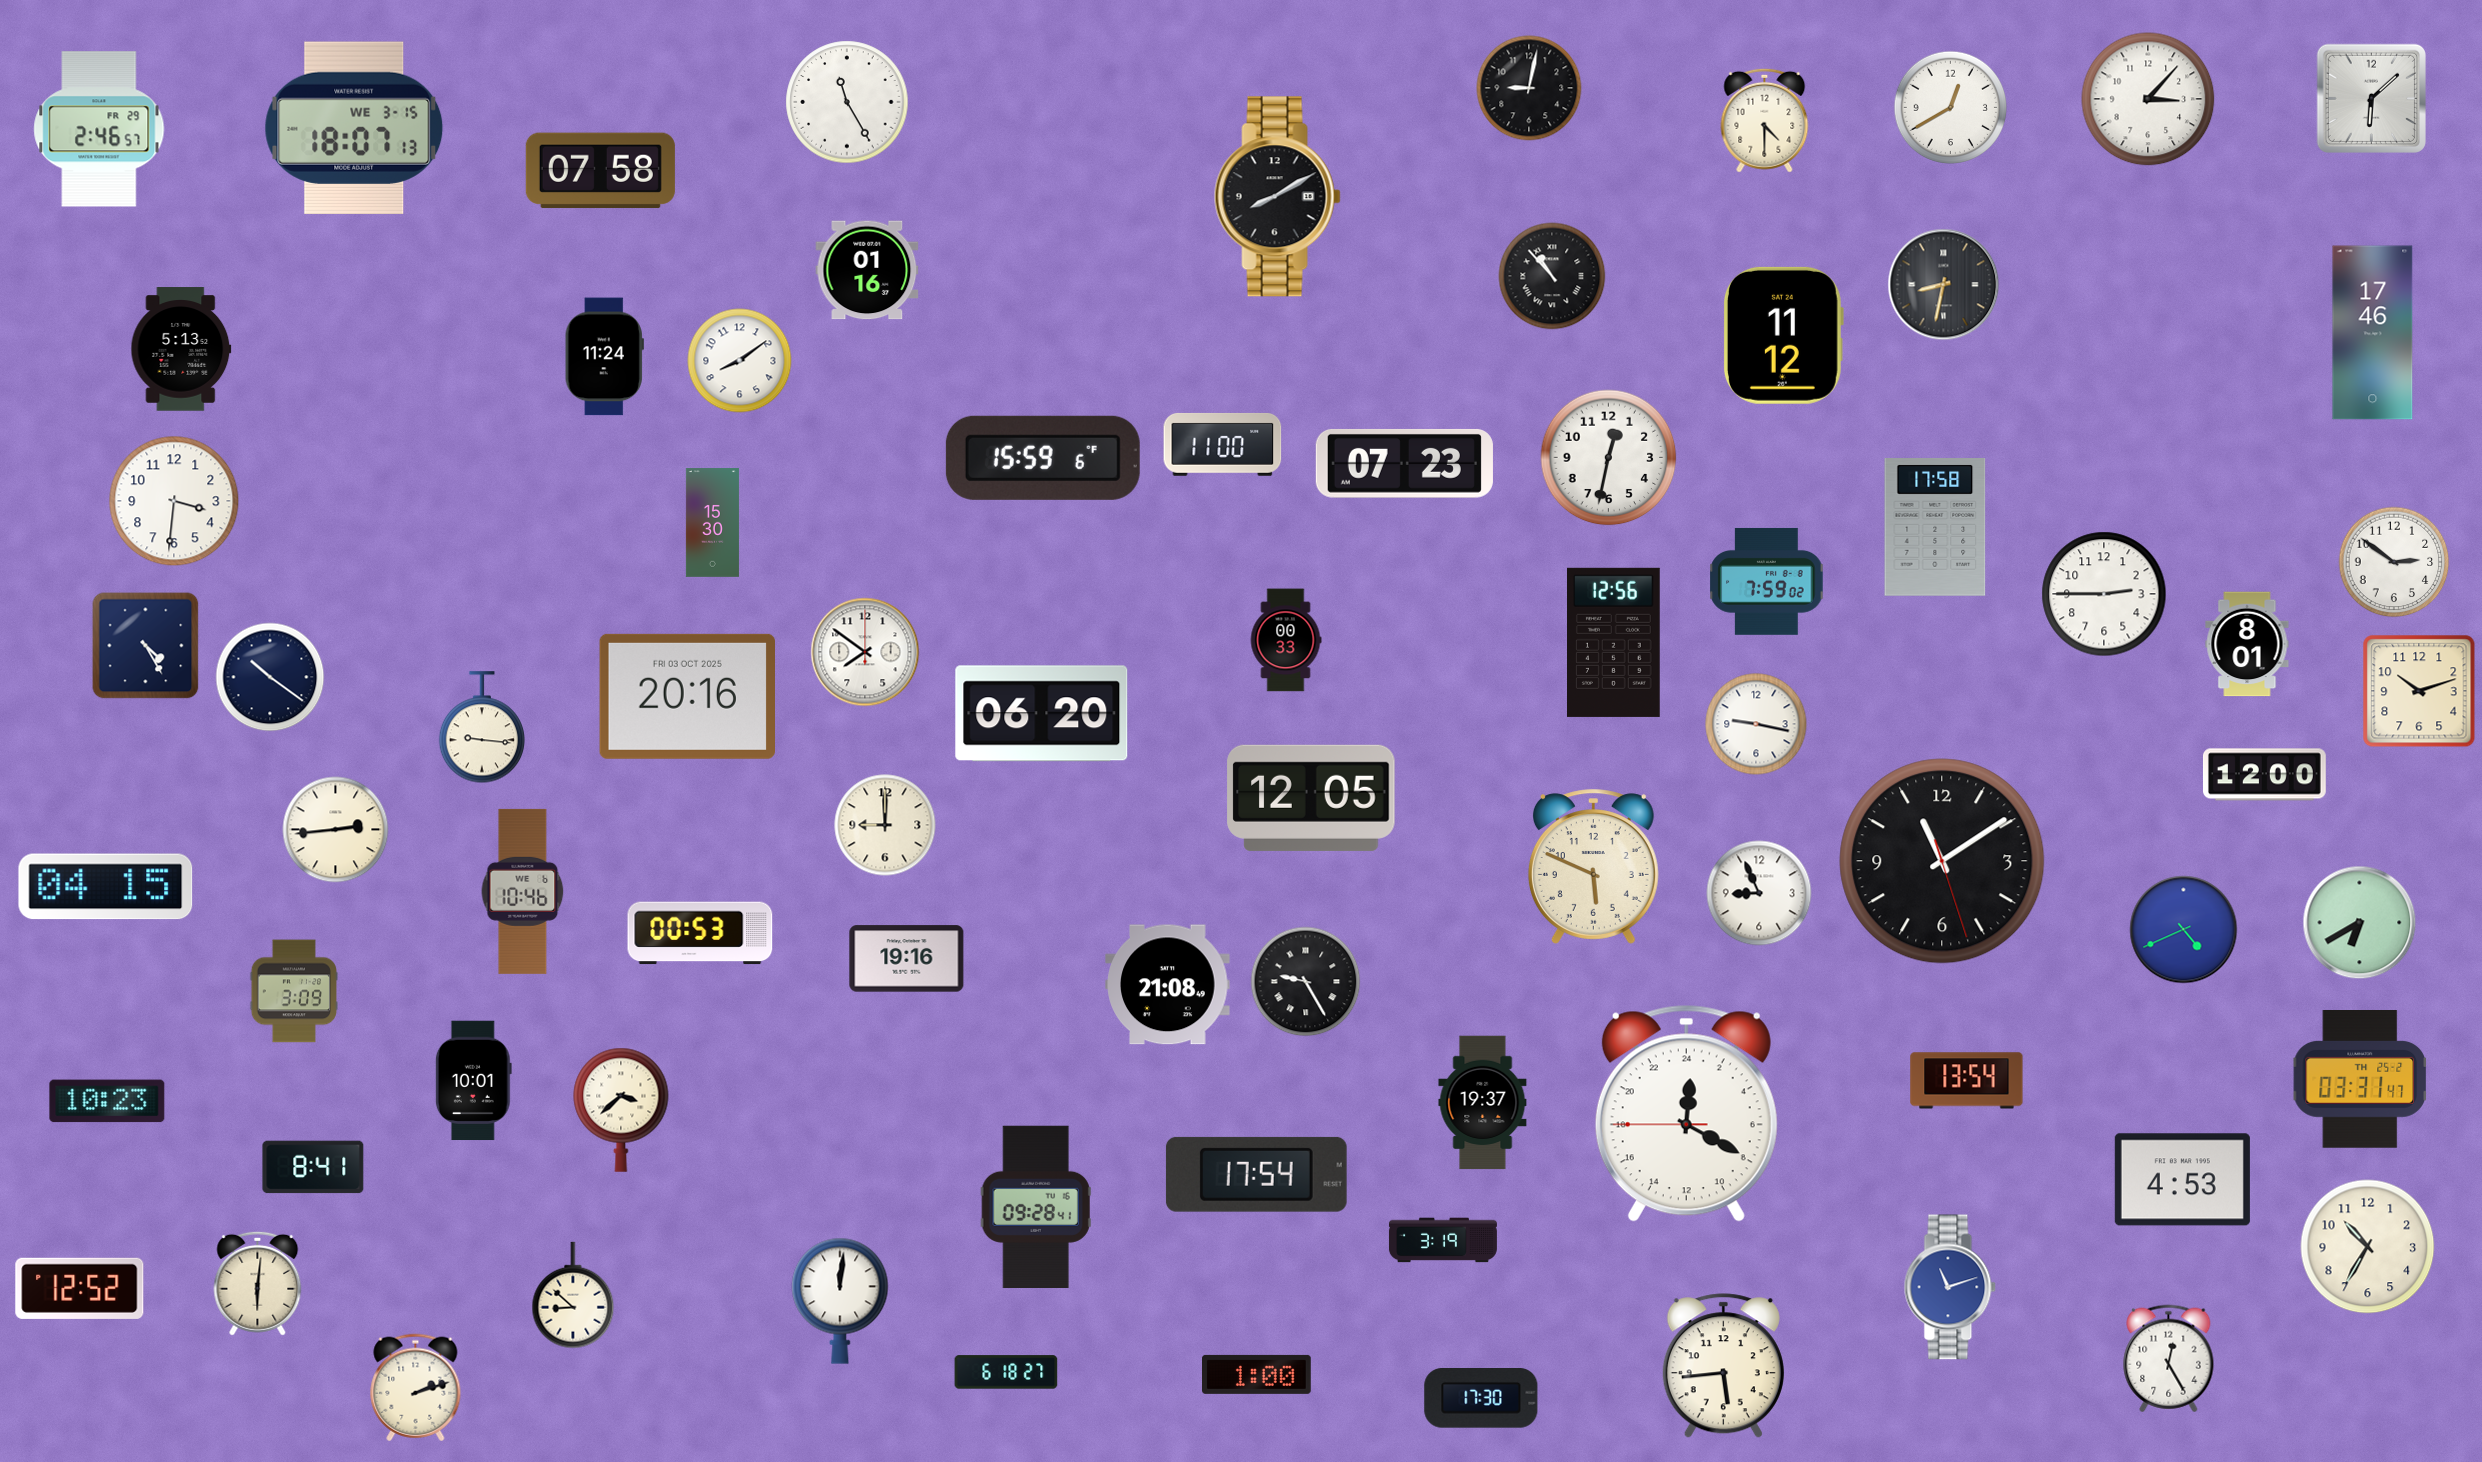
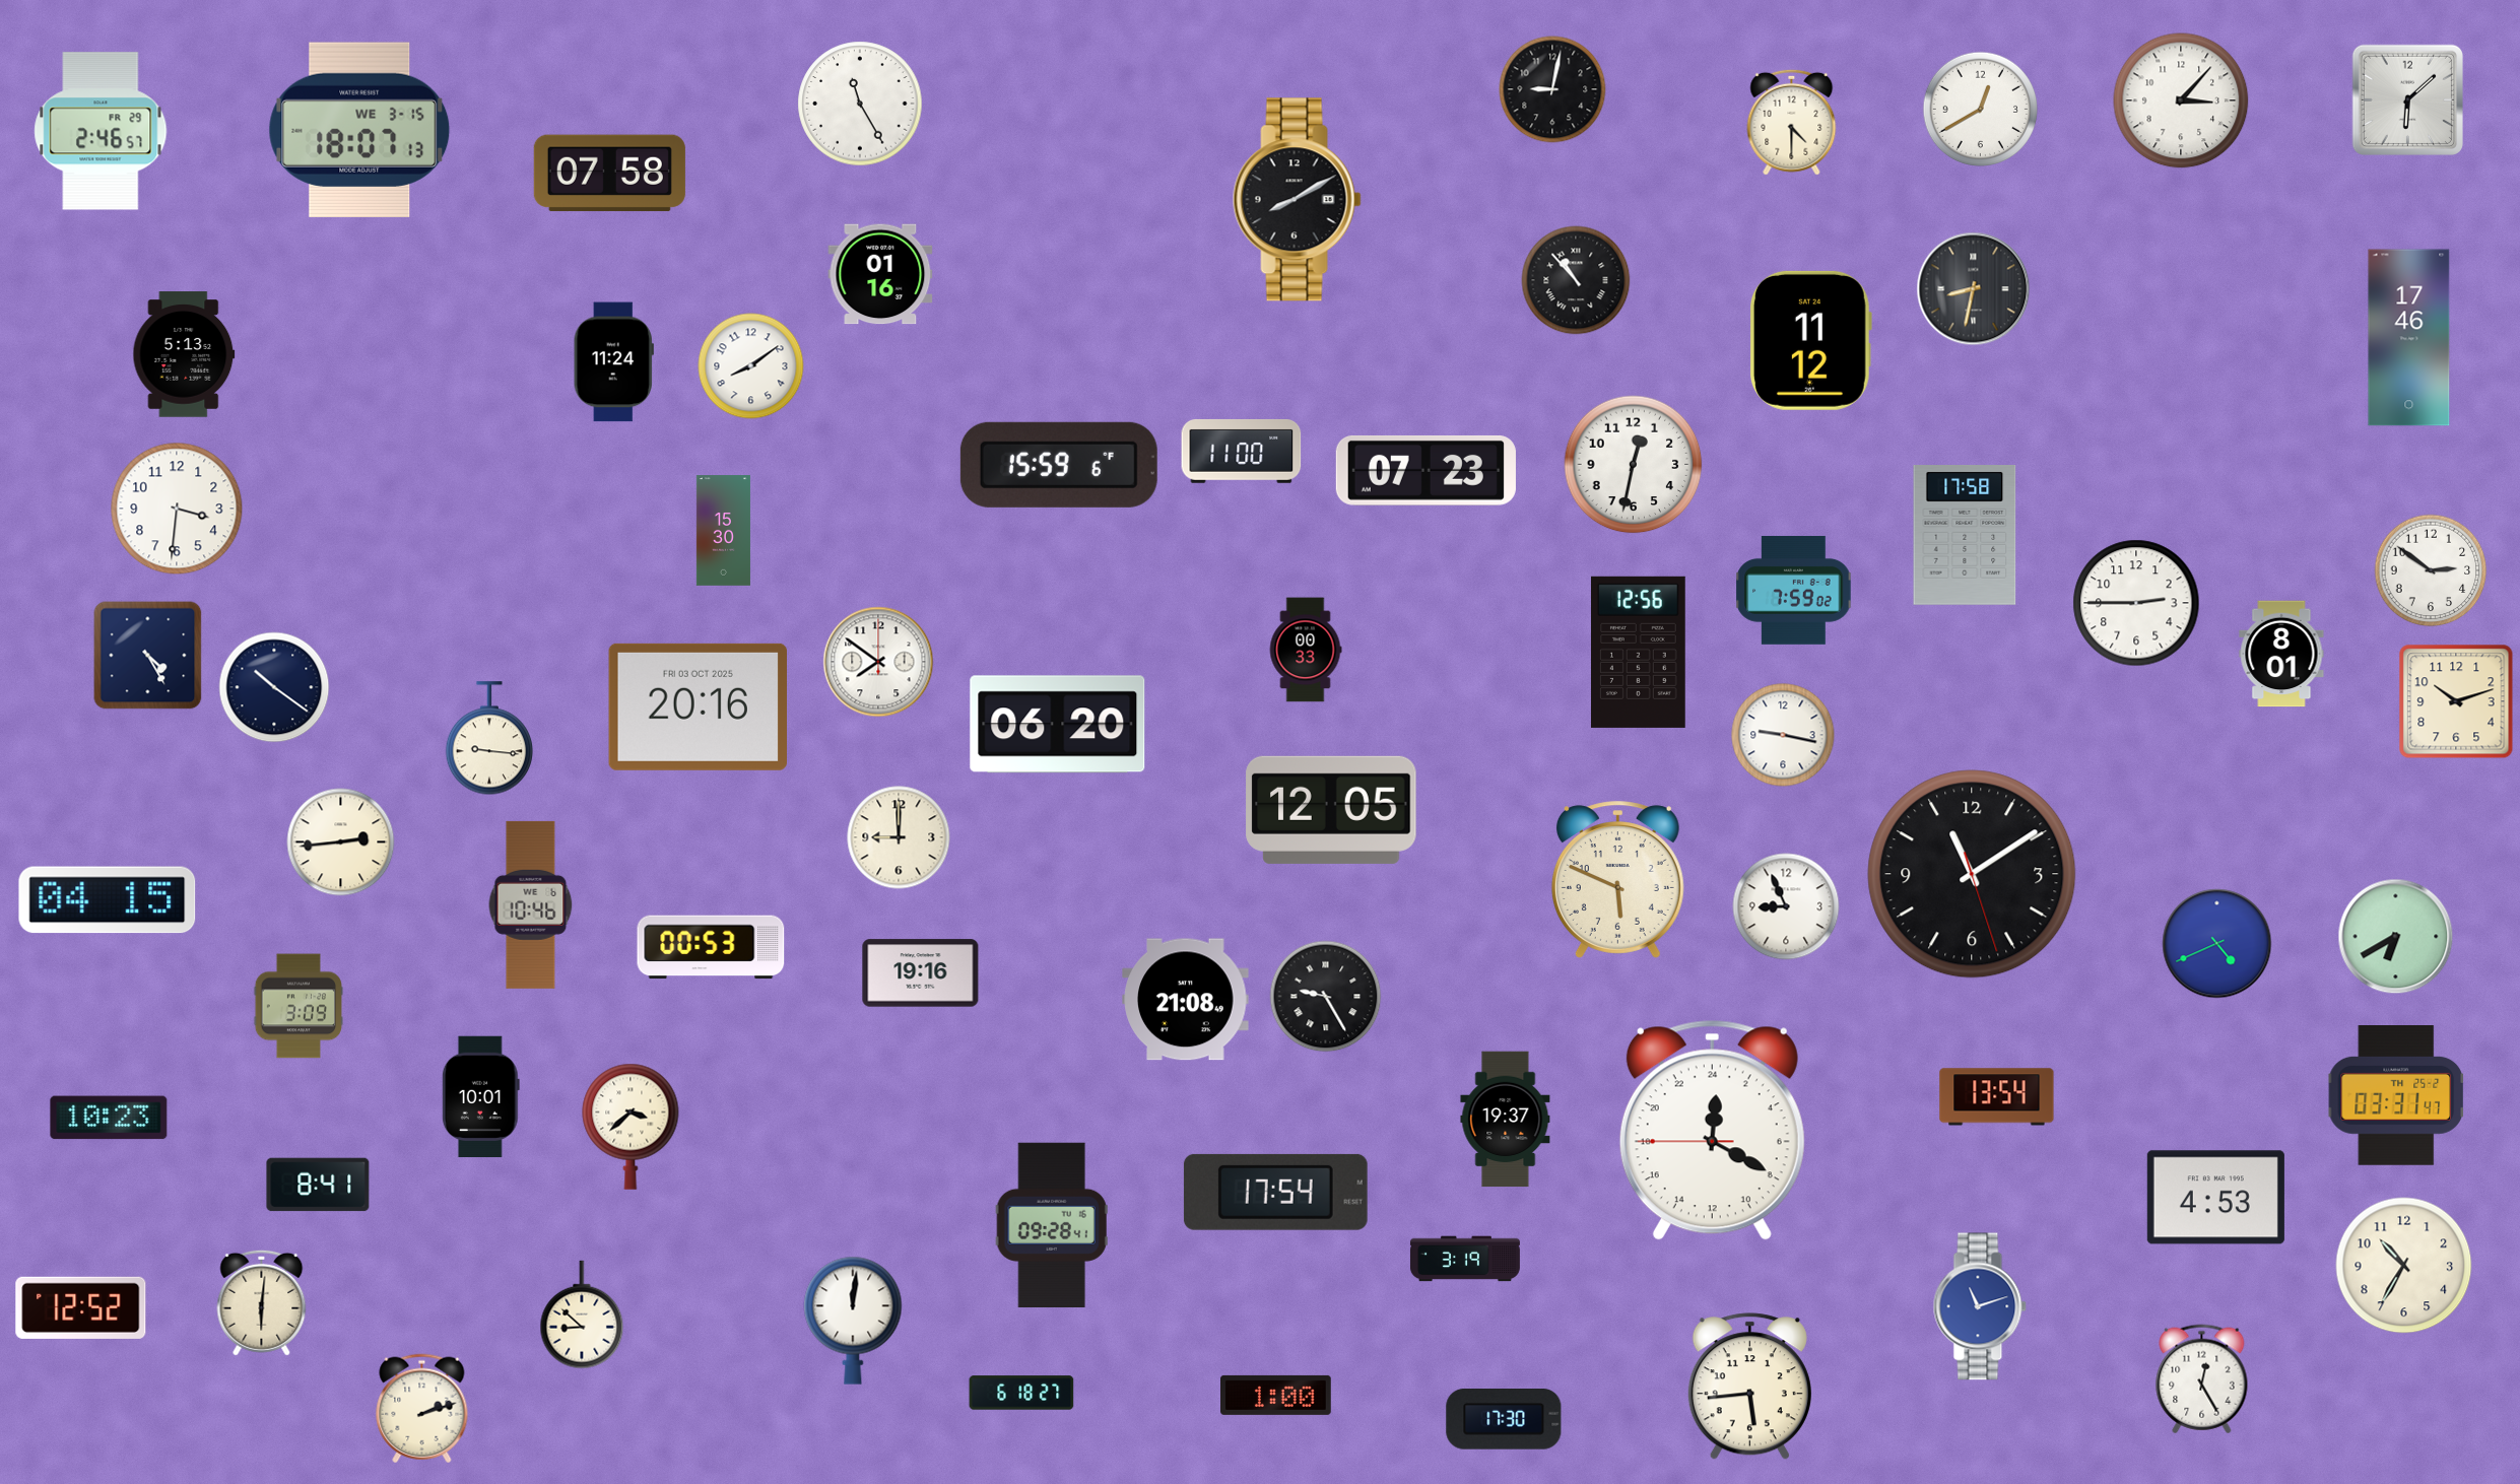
clock at (2264, 775): 12:00 -> none
